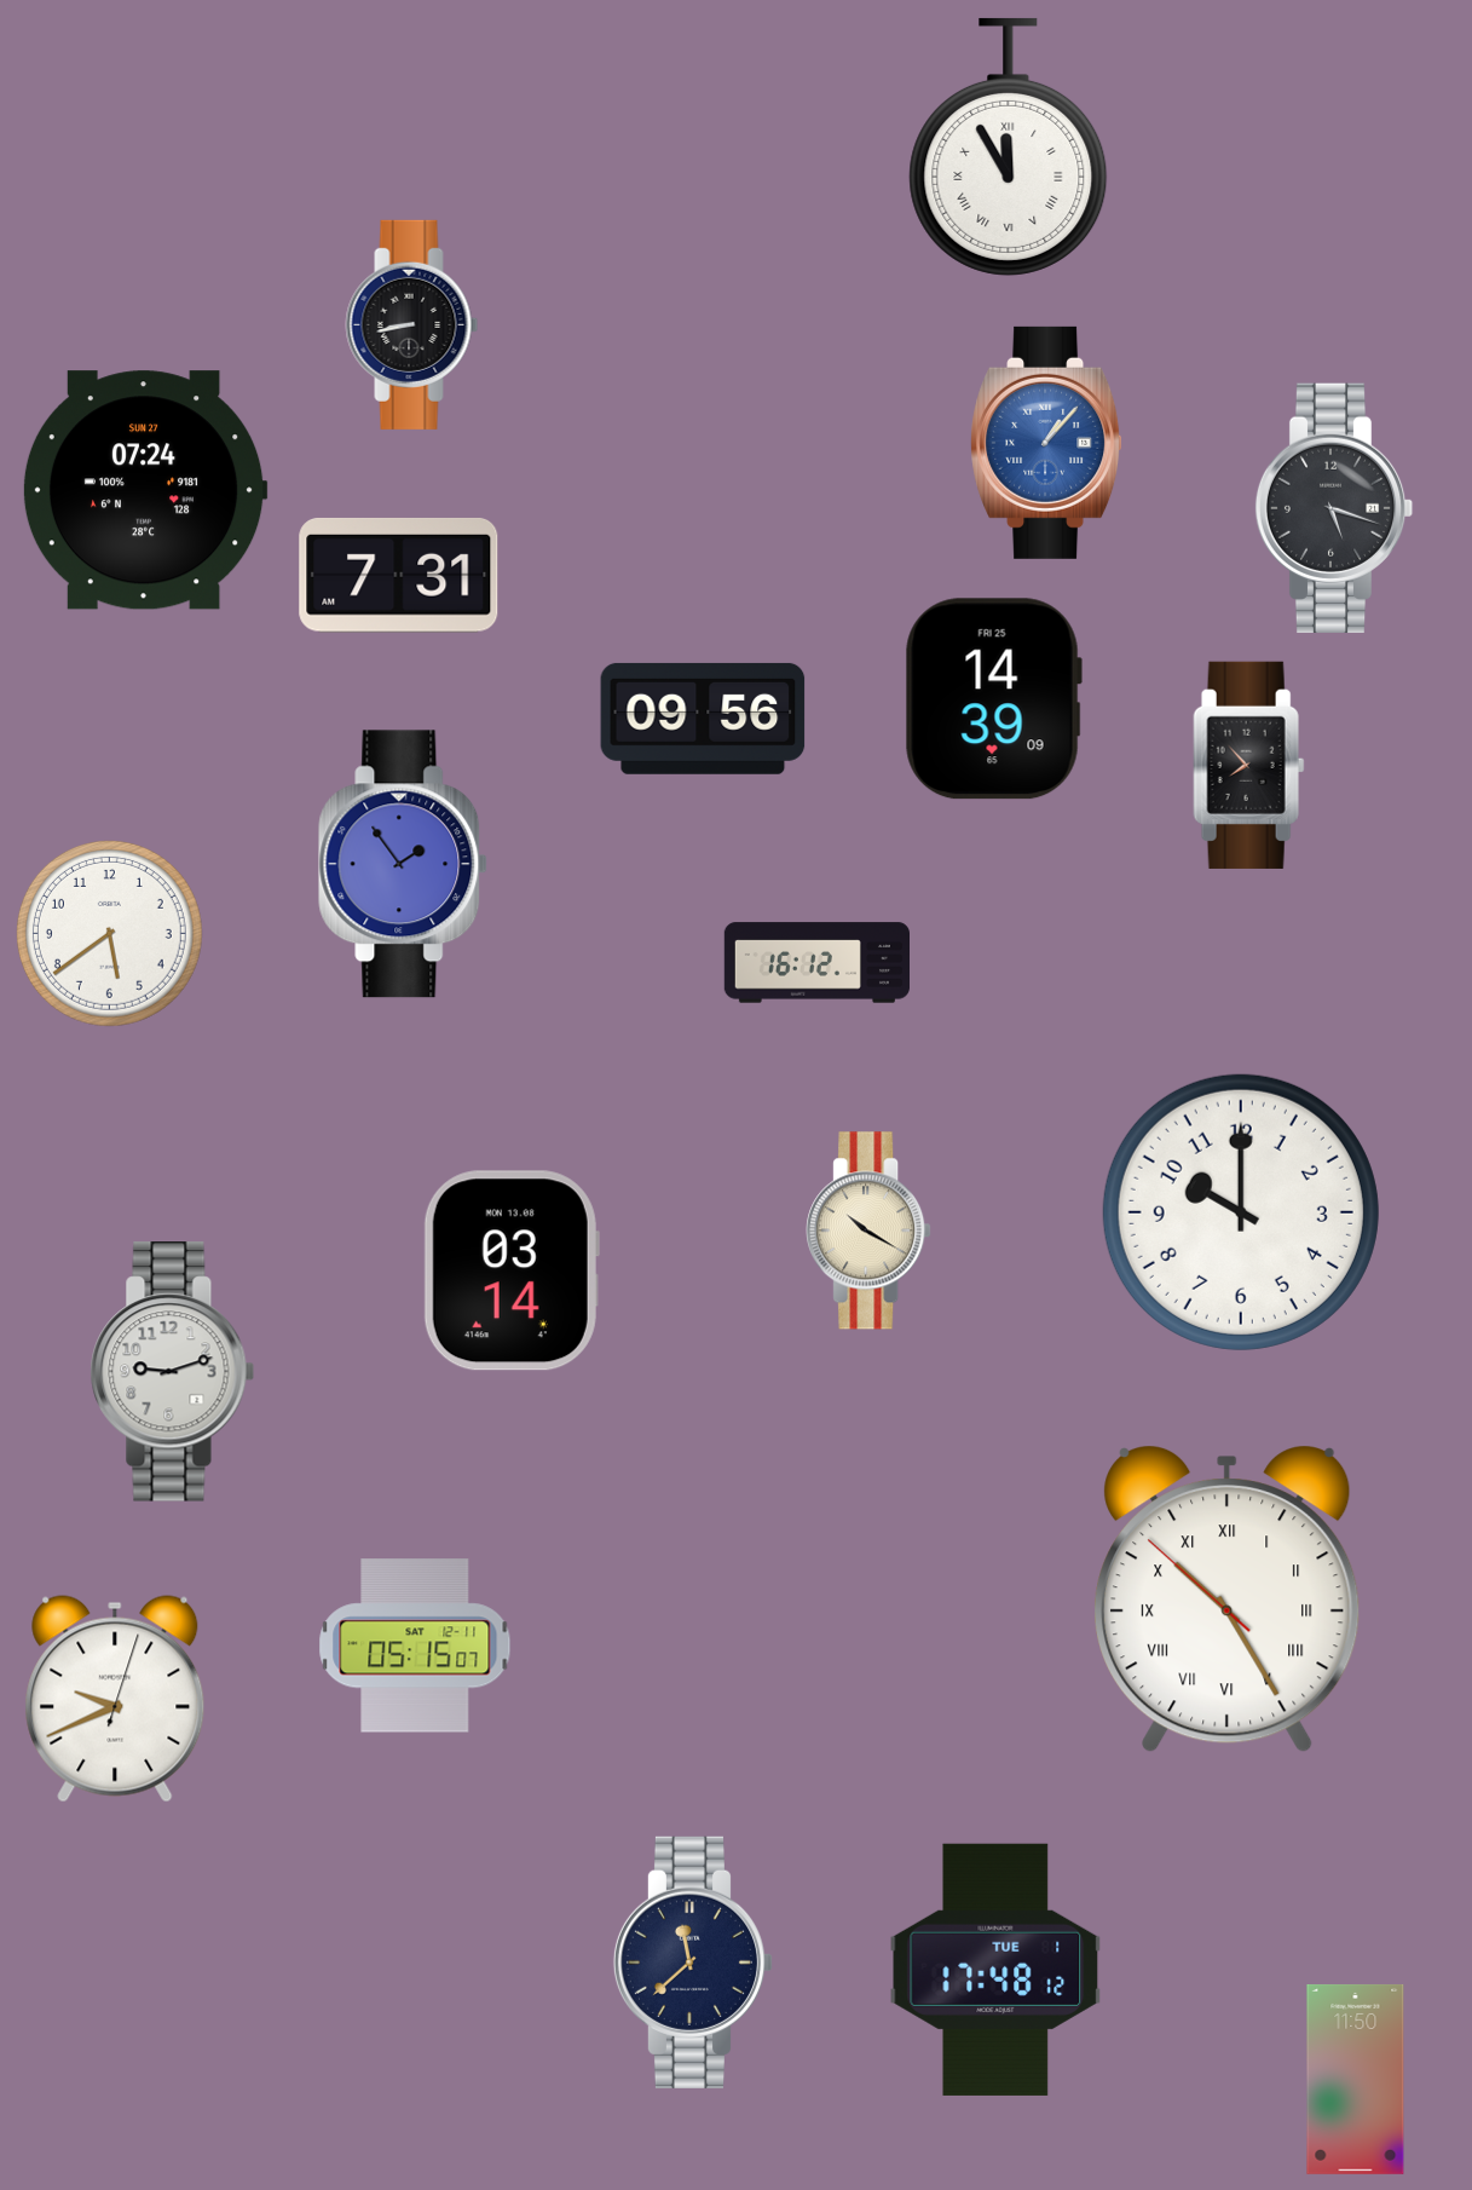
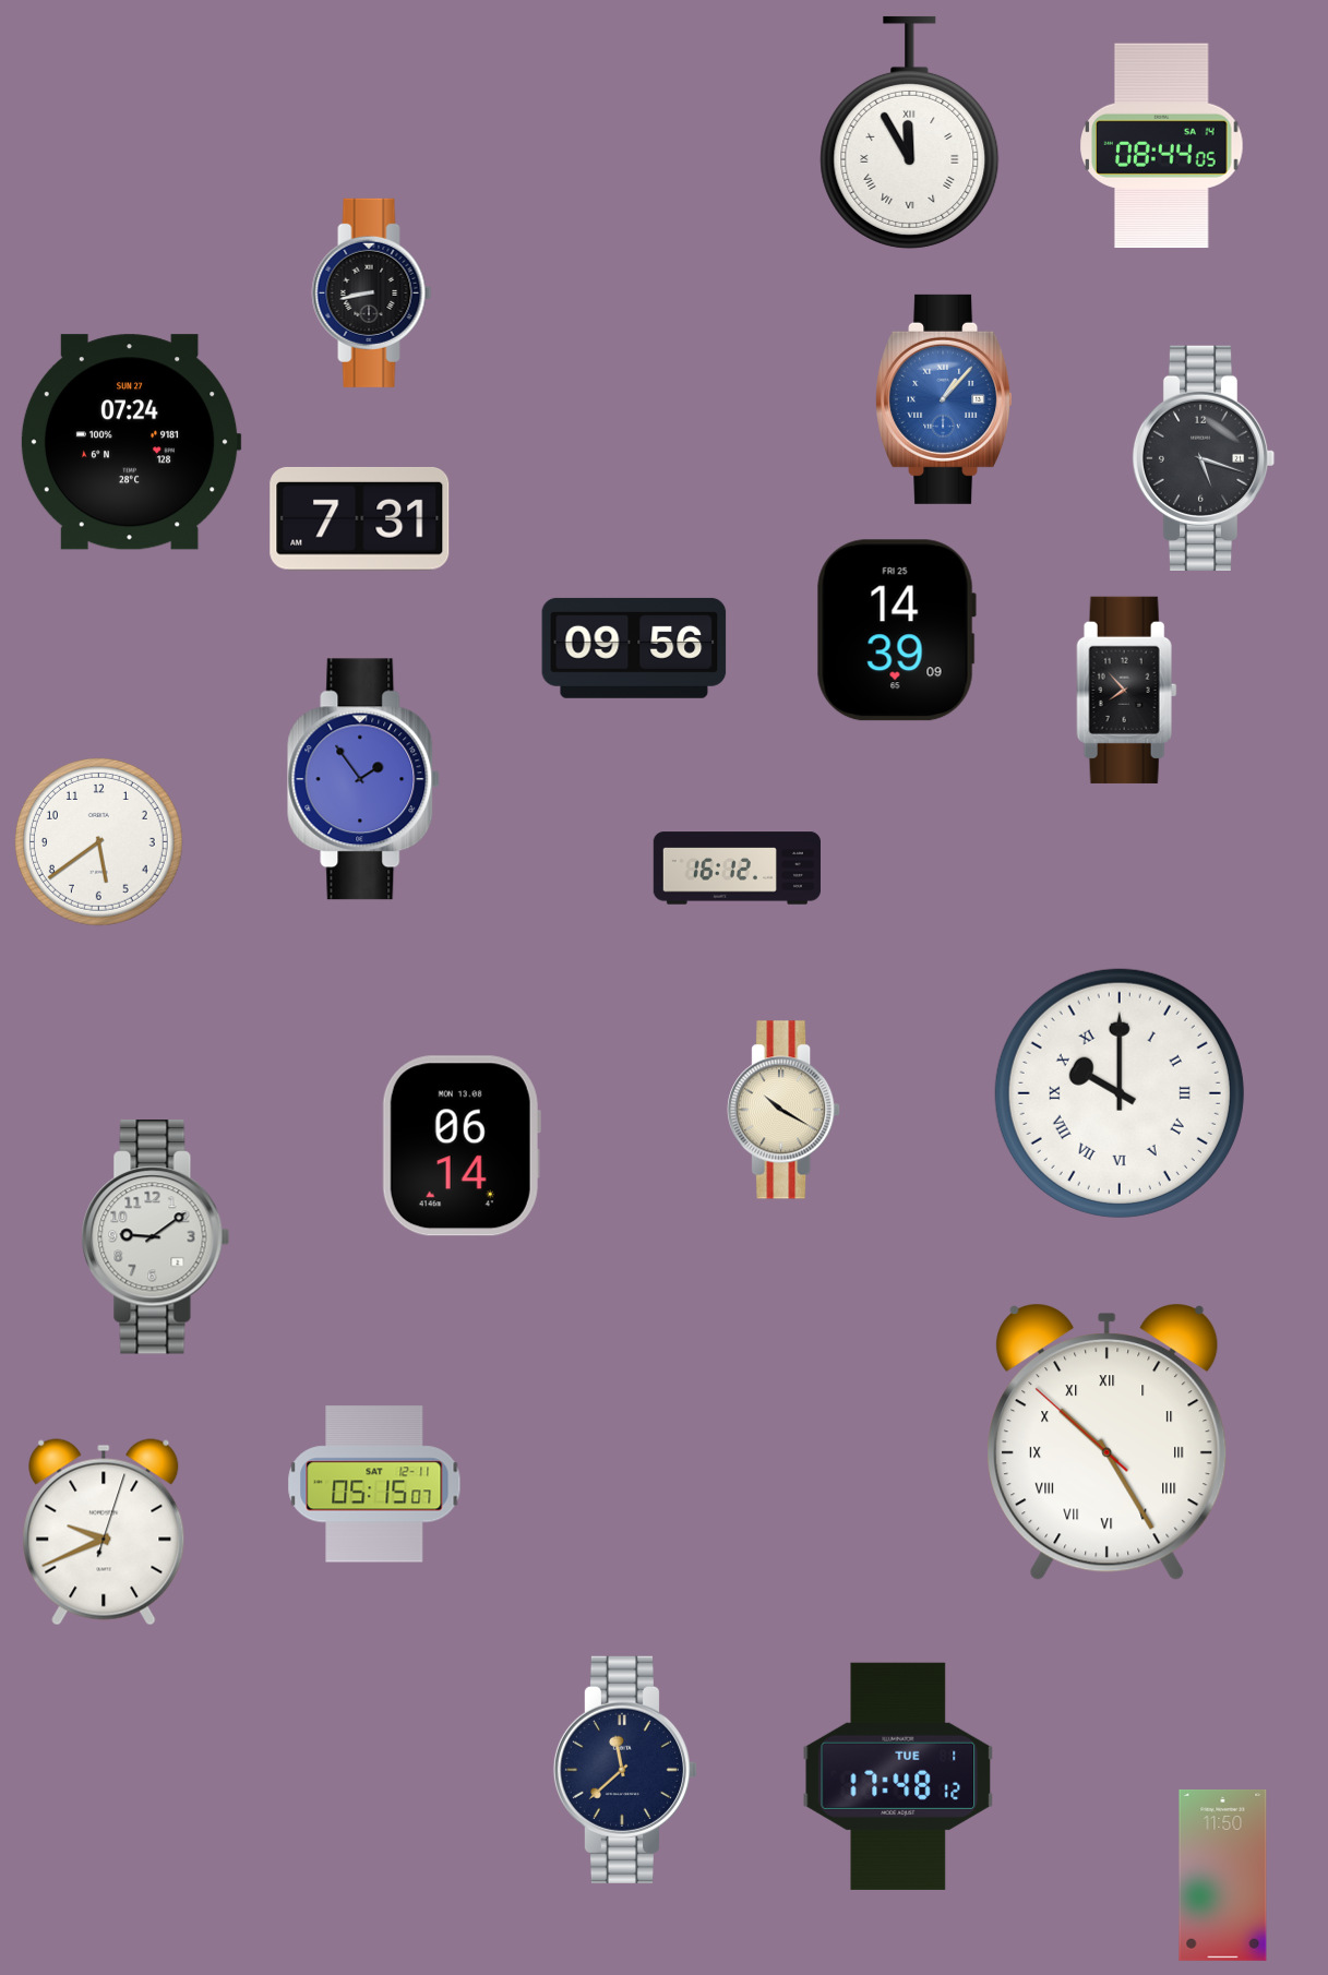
clock at (1162, 146): none -> 08:44
clock at (1241, 1212) numerals: Arabic -> Roman
clock at (512, 1270): 03:14 -> 06:14
clock at (173, 1372): 9:12 -> 9:09
